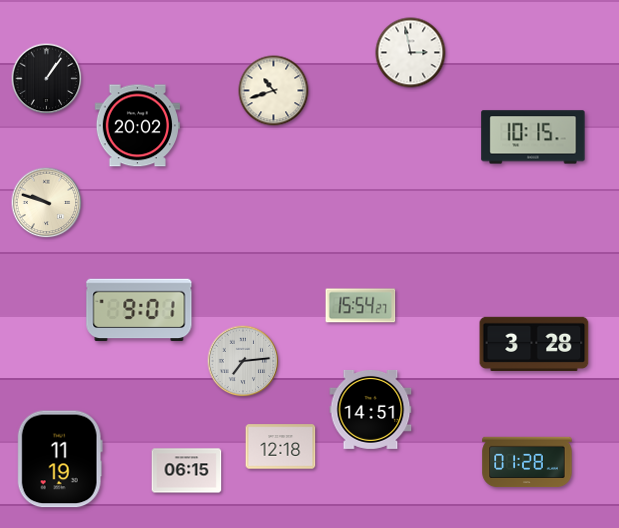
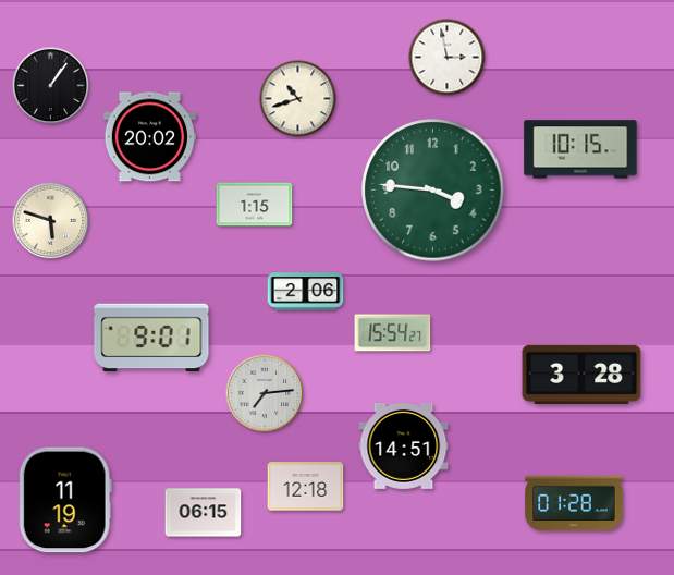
clock at (433, 191): none -> 3:46
clock at (255, 205): none -> 1:15
clock at (47, 203): 9:48 -> 5:48
clock at (306, 292): none -> 2:06
